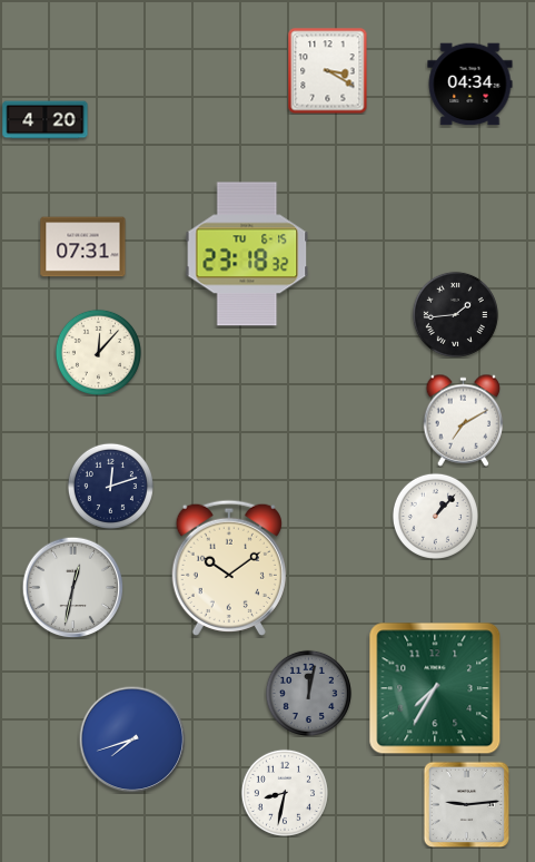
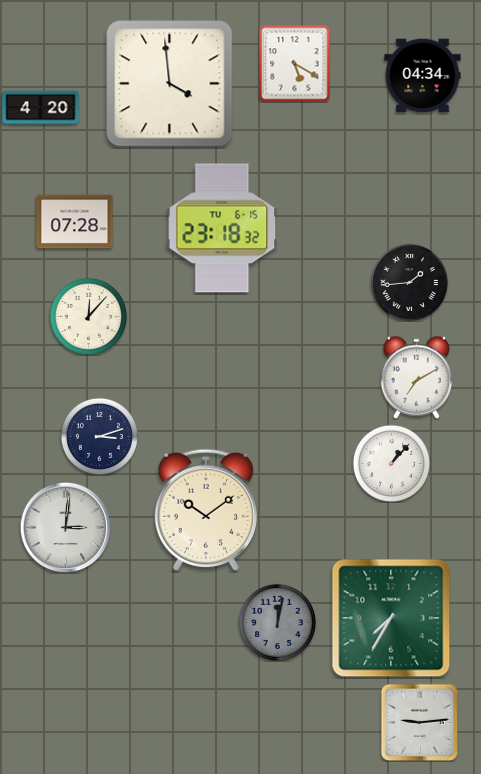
clock at (328, 70): 3:20 -> 5:20
clock at (170, 84): none -> 3:59
clock at (83, 247): 07:31 -> 07:28
clock at (110, 486): 12:12 -> 3:12
clock at (72, 587): 12:32 -> 3:01
clock at (132, 739): 7:42 -> none
clock at (285, 793): 8:32 -> none
